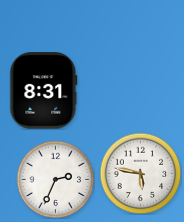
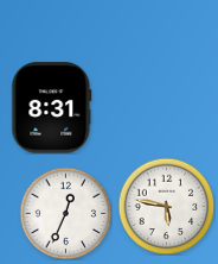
clock at (55, 179): 2:34 -> 12:34
